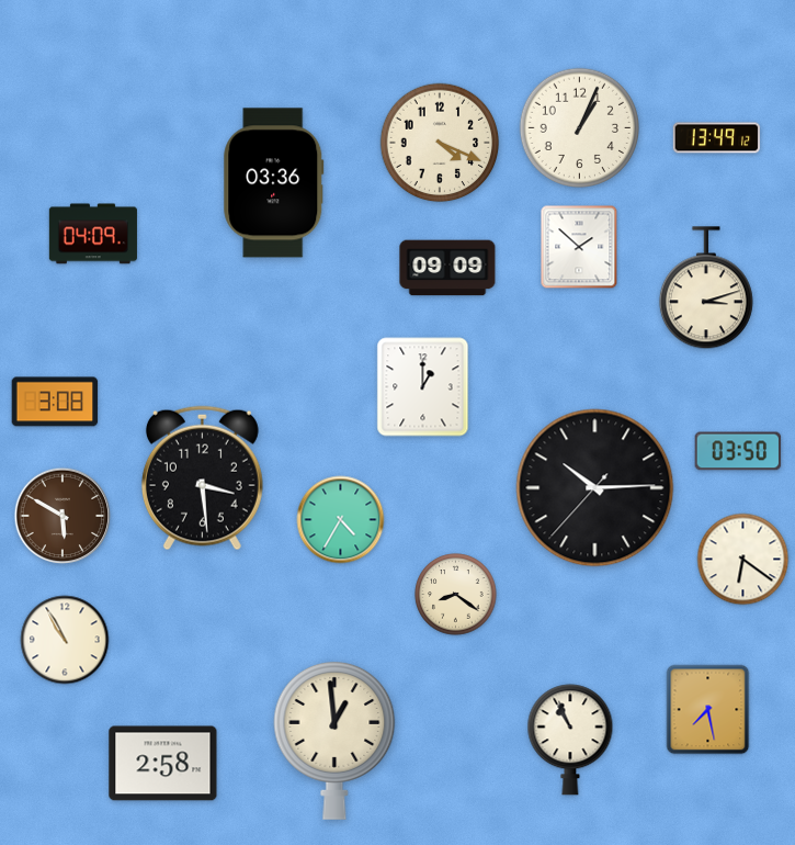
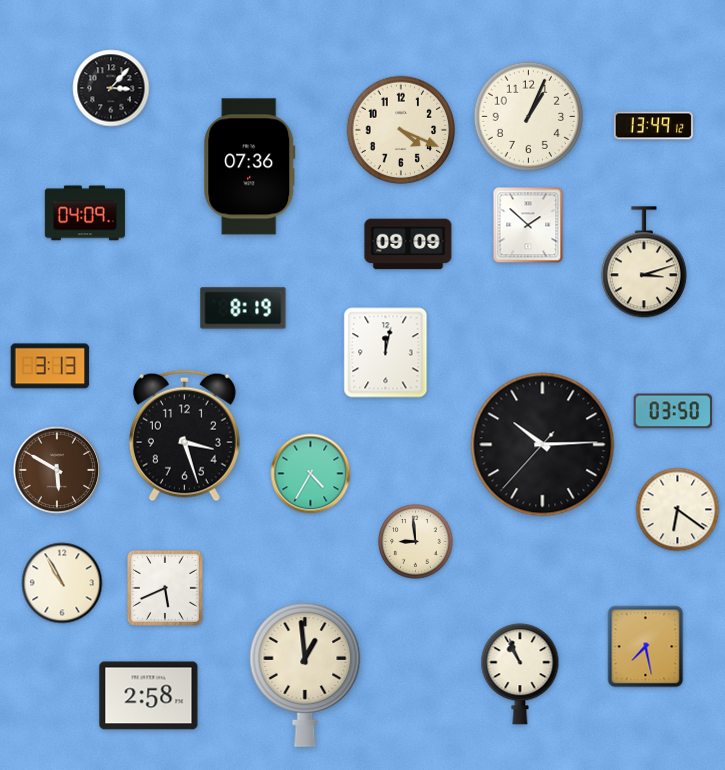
clock at (111, 88): none -> 3:07
clock at (274, 183): 03:36 -> 07:36
clock at (243, 308): none -> 8:19
clock at (423, 387): 1:00 -> 12:02
clock at (55, 402): 3:08 -> 3:13
clock at (202, 478): 3:29 -> 3:27
clock at (456, 595): 8:21 -> 8:59
clock at (65, 640) position: (65, 640) -> (62, 583)
clock at (165, 588): none -> 5:41
